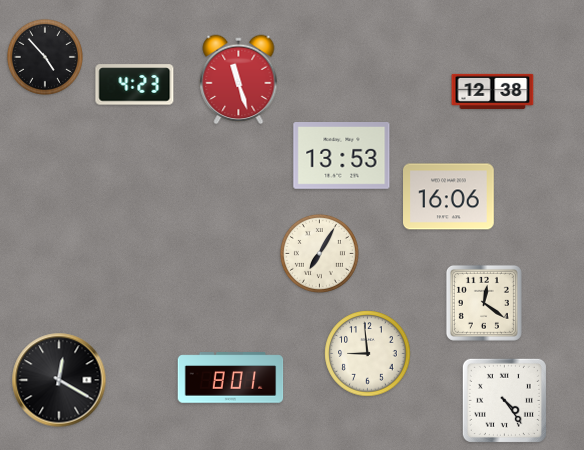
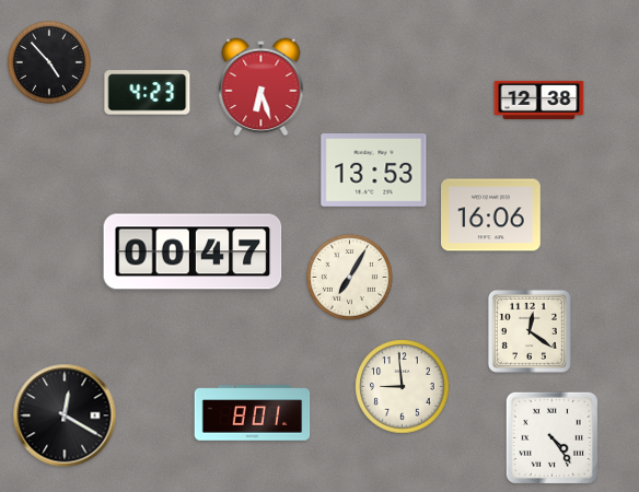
clock at (239, 80): 11:27 -> 6:27
clock at (193, 251): none -> 00:47
